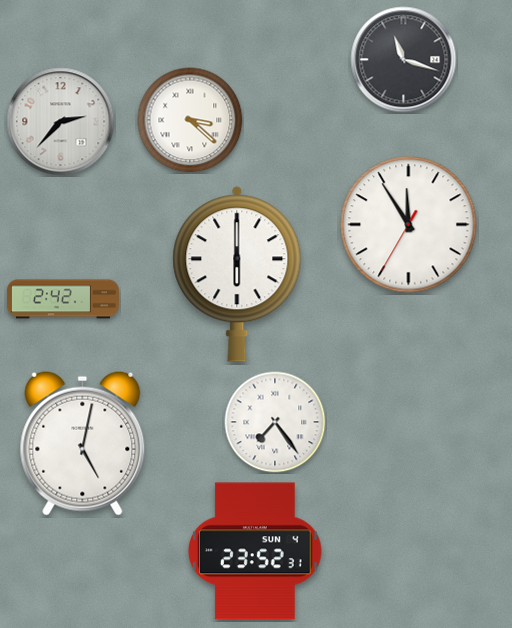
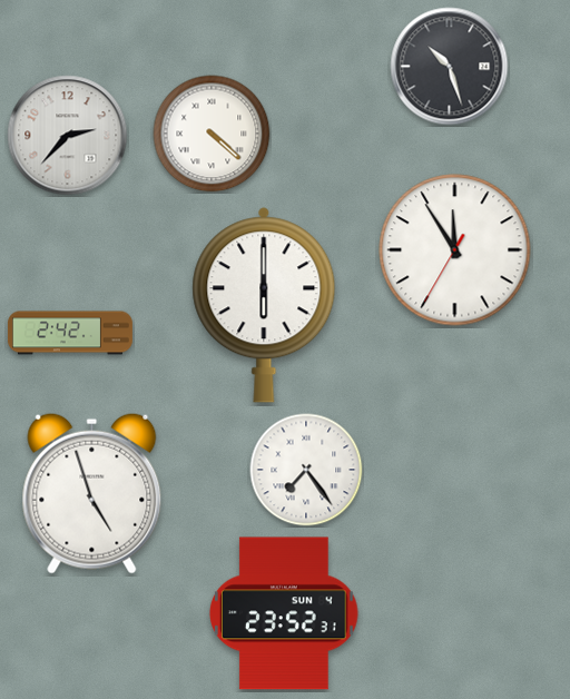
clock at (404, 60): 11:18 -> 10:27
clock at (190, 120): 3:22 -> 4:22
clock at (83, 443): 5:02 -> 4:57
